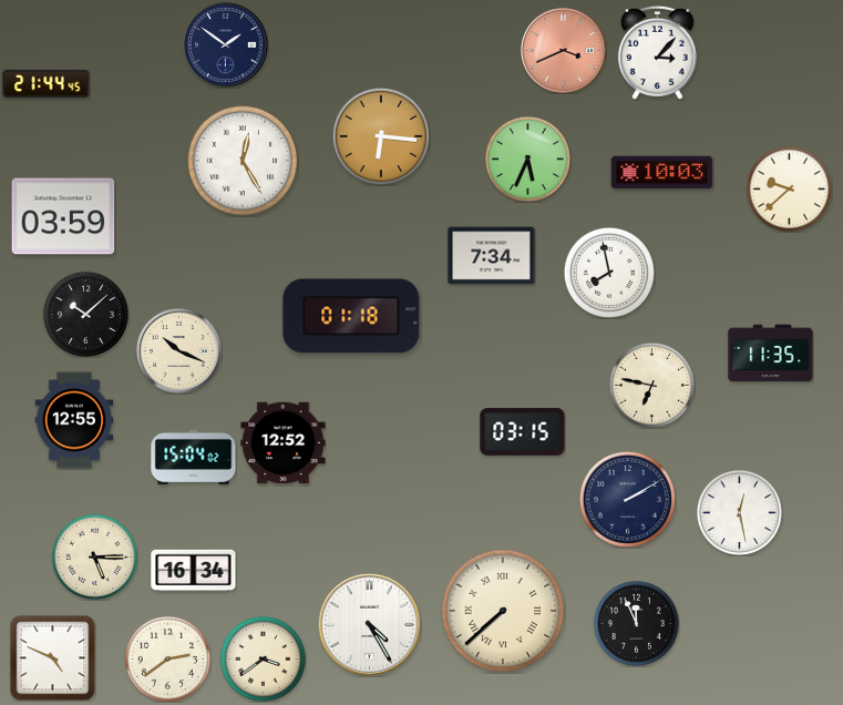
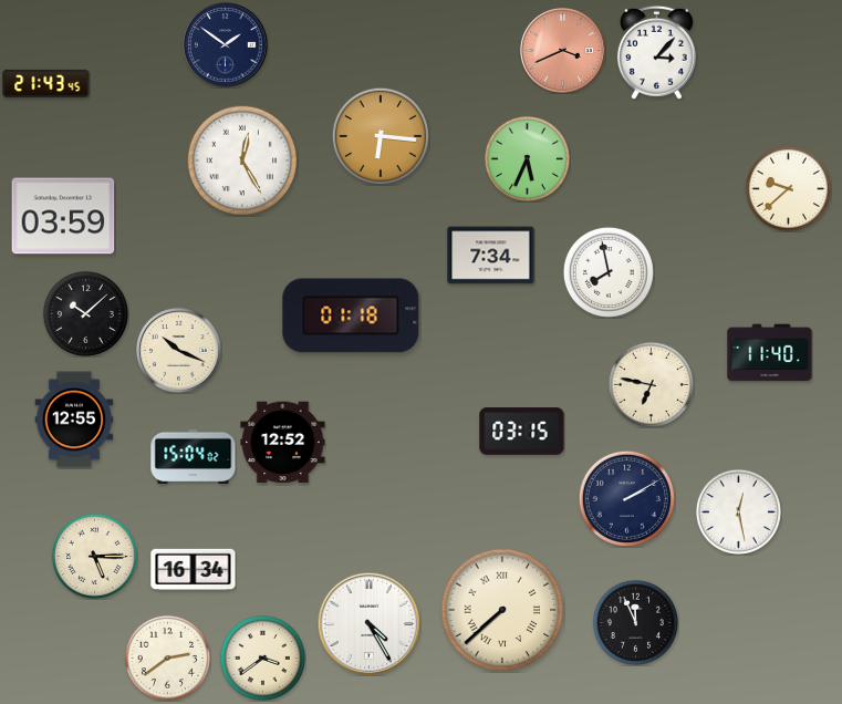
clock at (47, 83): 21:44 -> 21:43
clock at (662, 173): 10:03 -> none
clock at (771, 354): 11:35 -> 11:40
clock at (52, 658): 4:49 -> none
